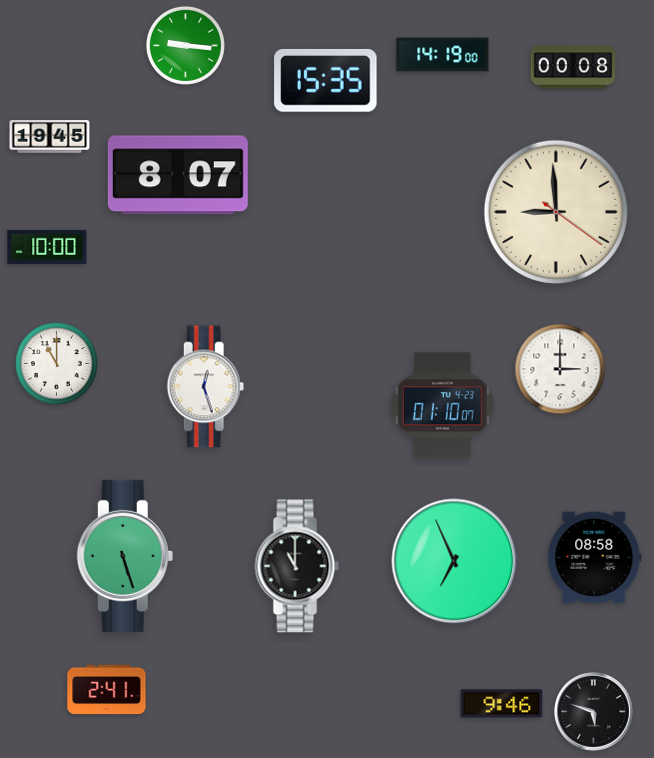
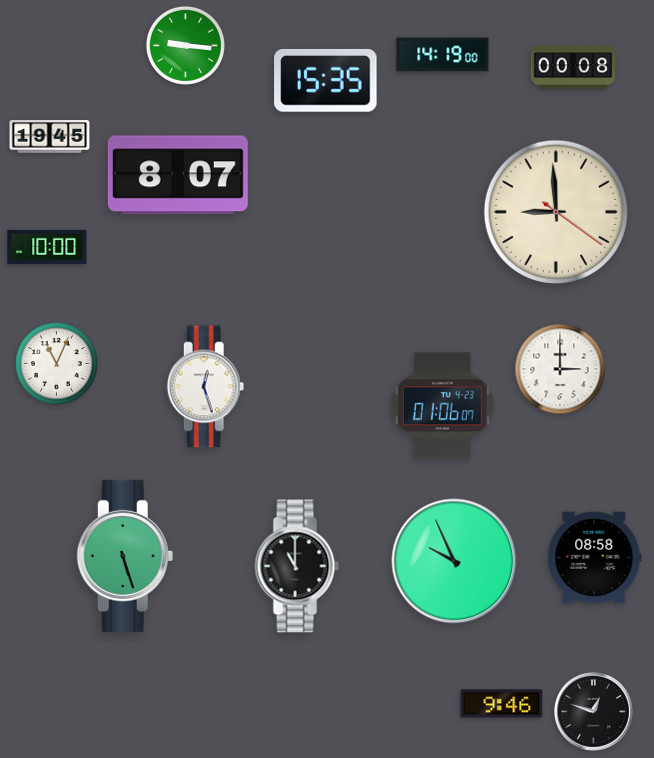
clock at (57, 364): 11:00 -> 11:04
clock at (442, 406): 01:10 -> 01:06
clock at (454, 561): 6:56 -> 9:56
clock at (107, 690): 2:41 -> none
clock at (594, 712): 5:48 -> 12:48
